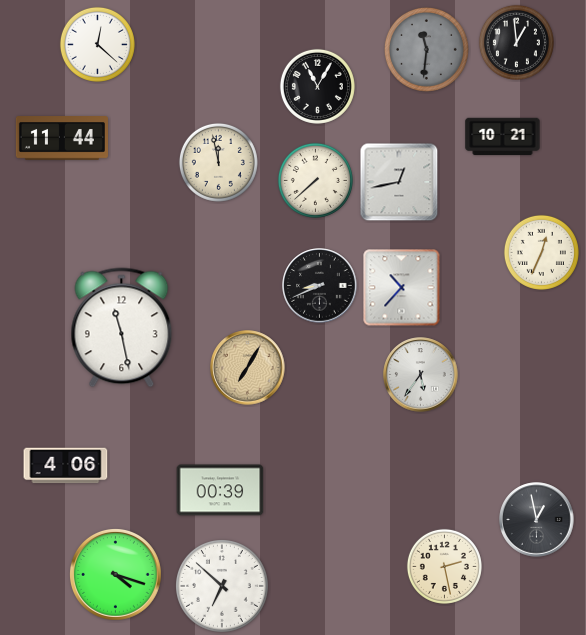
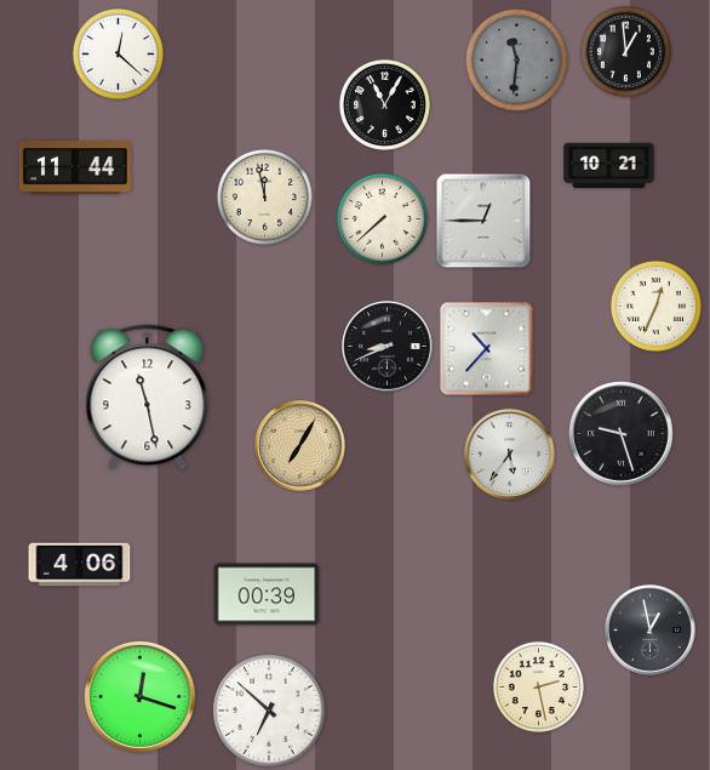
clock at (399, 182): 12:43 -> 12:45
clock at (622, 434): none -> 9:27
clock at (115, 574): 4:18 -> 12:18
